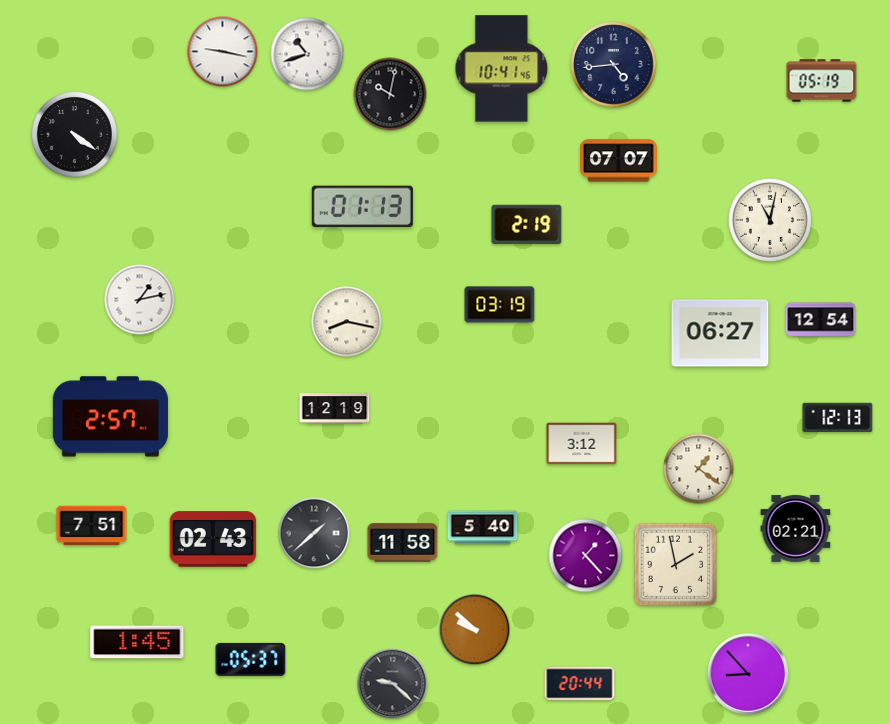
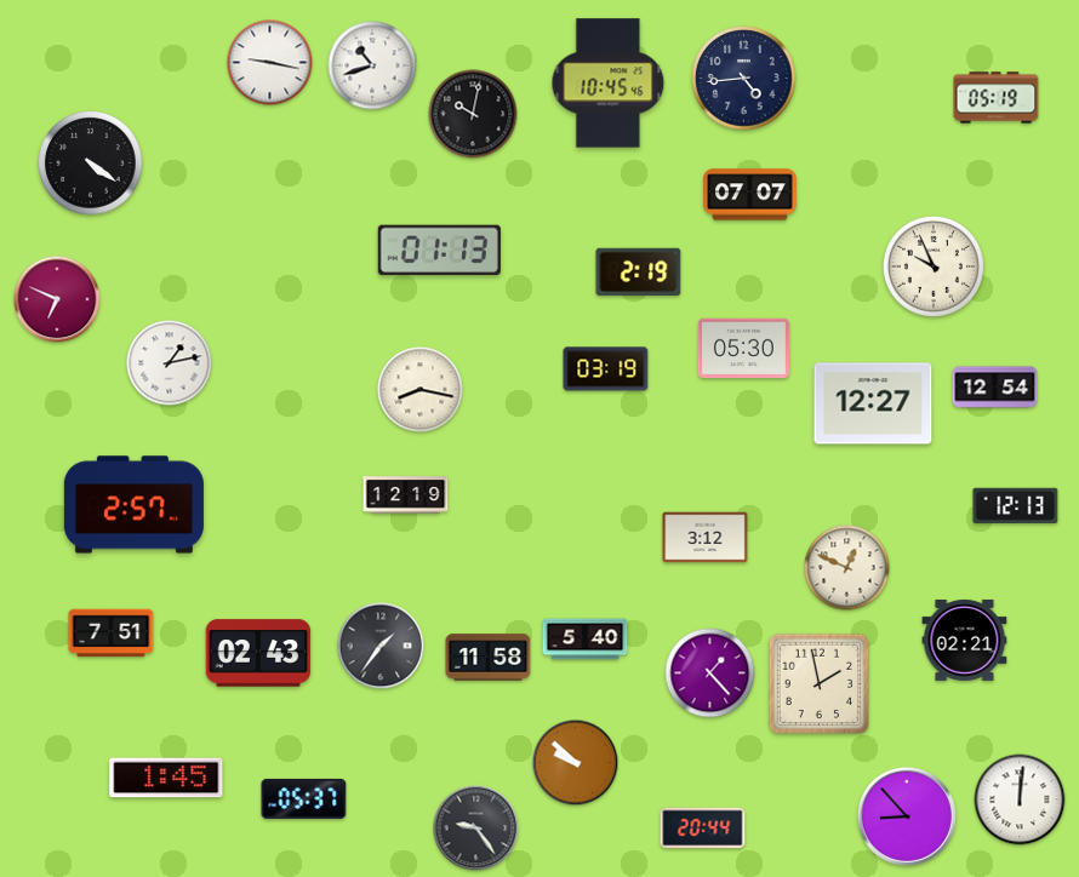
clock at (502, 69): 10:41 -> 10:45
clock at (770, 220): 11:02 -> 9:56
clock at (57, 299): none -> 6:49
clock at (743, 349): none -> 05:30
clock at (720, 333): 06:27 -> 12:27
clock at (699, 469): 1:21 -> 12:49
clock at (92, 526) position: (92, 526) -> (112, 634)
clock at (314, 533): 1:38 -> 1:36
clock at (1020, 799): none -> 12:01
clock at (393, 684): 9:22 -> 9:24
